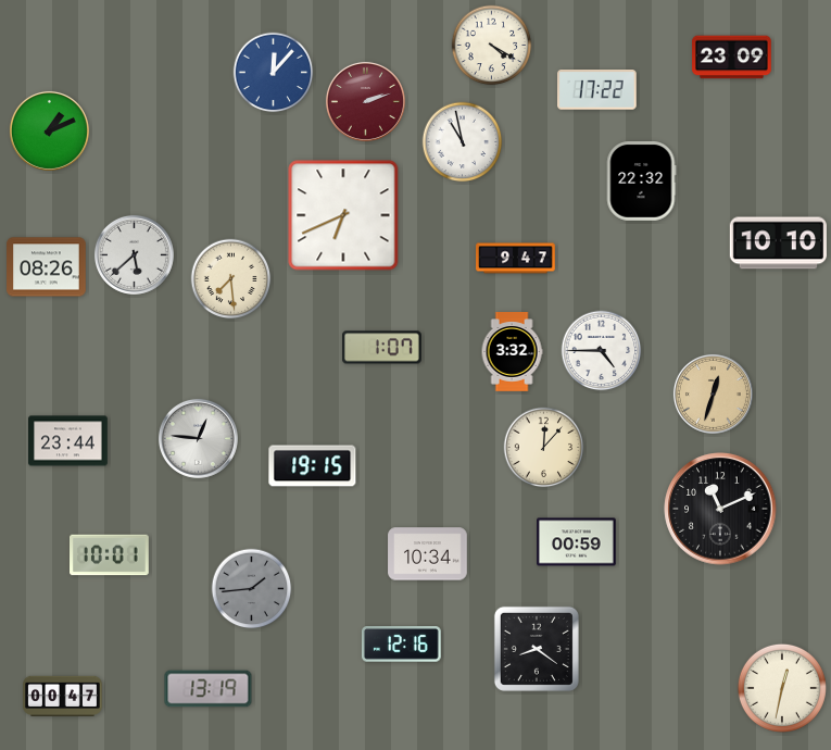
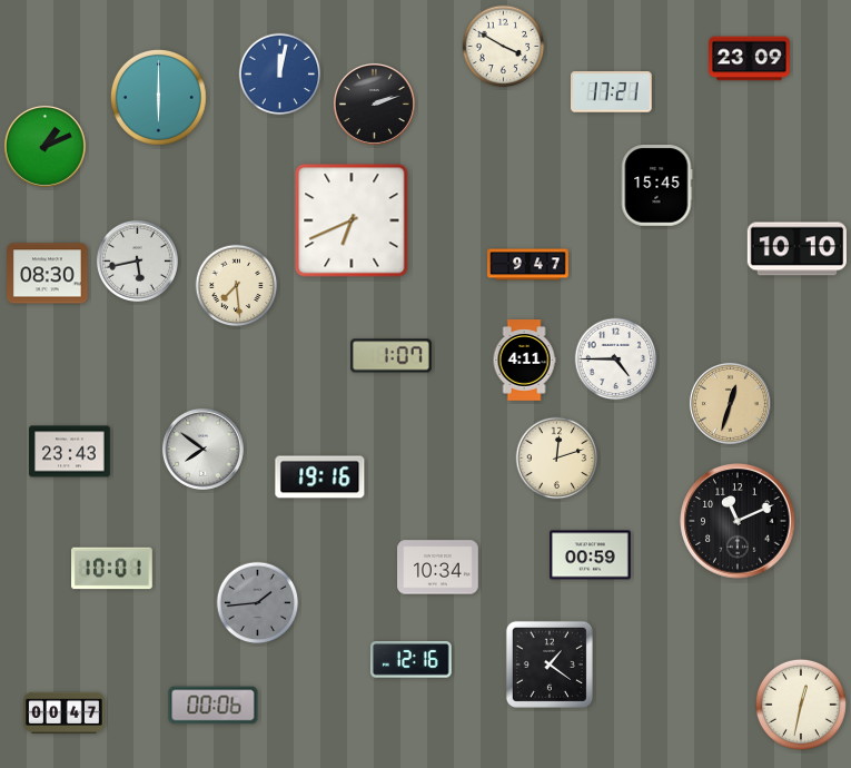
clock at (492, 46): 4:20 -> 3:50
clock at (274, 73): 12:07 -> 12:02
clock at (597, 90): 17:22 -> 17:21
clock at (158, 97): none -> 6:00
clock at (365, 101) dial: burgundy -> black
clock at (49, 130) position: (49, 130) -> (44, 146)
clock at (463, 142): 10:58 -> none
clock at (641, 182): 22:32 -> 15:45
clock at (134, 254): 5:38 -> 5:43
clock at (47, 267): 08:26 -> 08:30
clock at (512, 352): 3:32 -> 4:11
clock at (198, 438): 12:46 -> 7:51
clock at (68, 441): 23:44 -> 23:43
clock at (544, 448): 12:07 -> 12:12
clock at (313, 466): 19:15 -> 19:16
clock at (537, 649): 8:21 -> 1:21
clock at (209, 689): 13:19 -> 00:06
